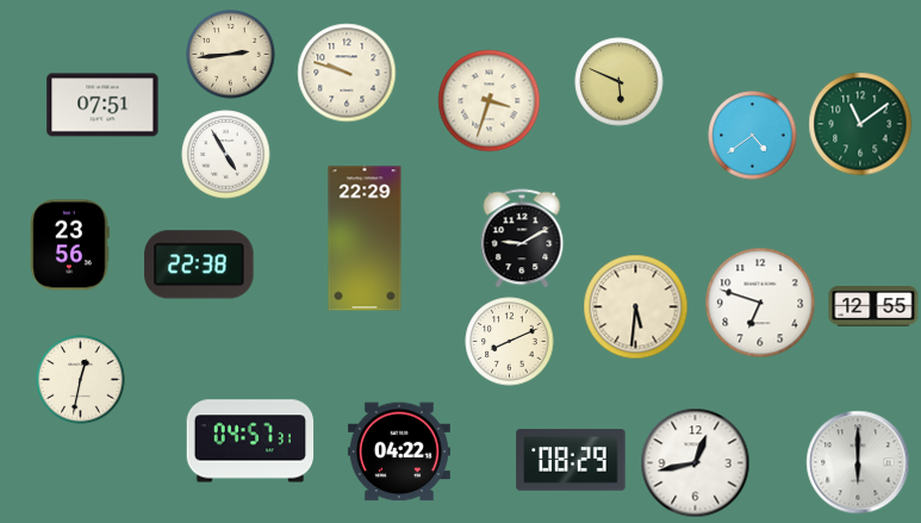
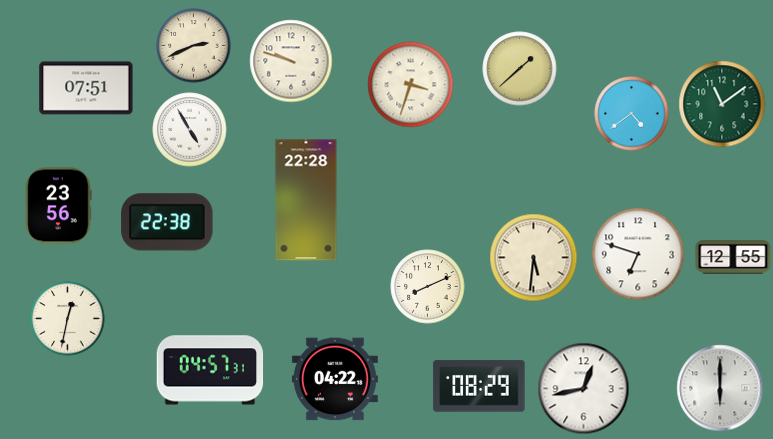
clock at (231, 55): 2:44 -> 2:41
clock at (620, 82): 5:49 -> 1:38
clock at (365, 238): 22:29 -> 22:28
clock at (522, 238): 9:10 -> none
